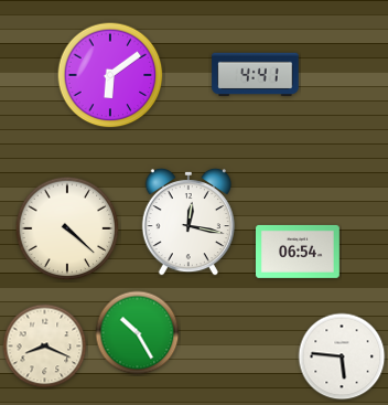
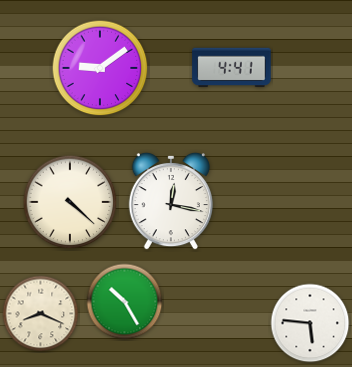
clock at (110, 75): 6:09 -> 9:09
clock at (67, 228) position: (67, 228) -> (70, 202)
clock at (299, 252): 06:54 -> none
